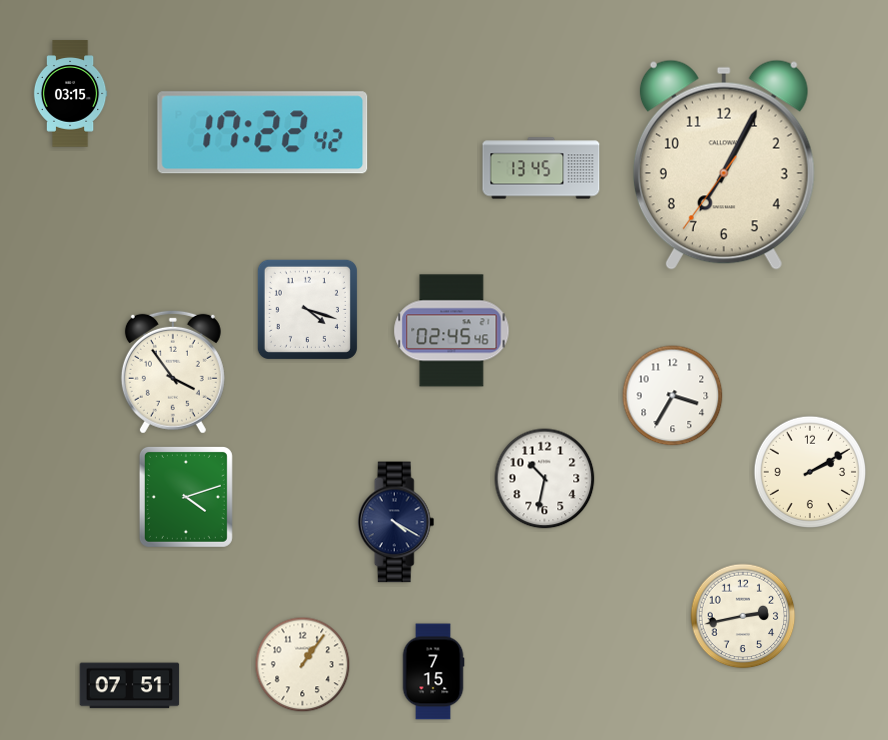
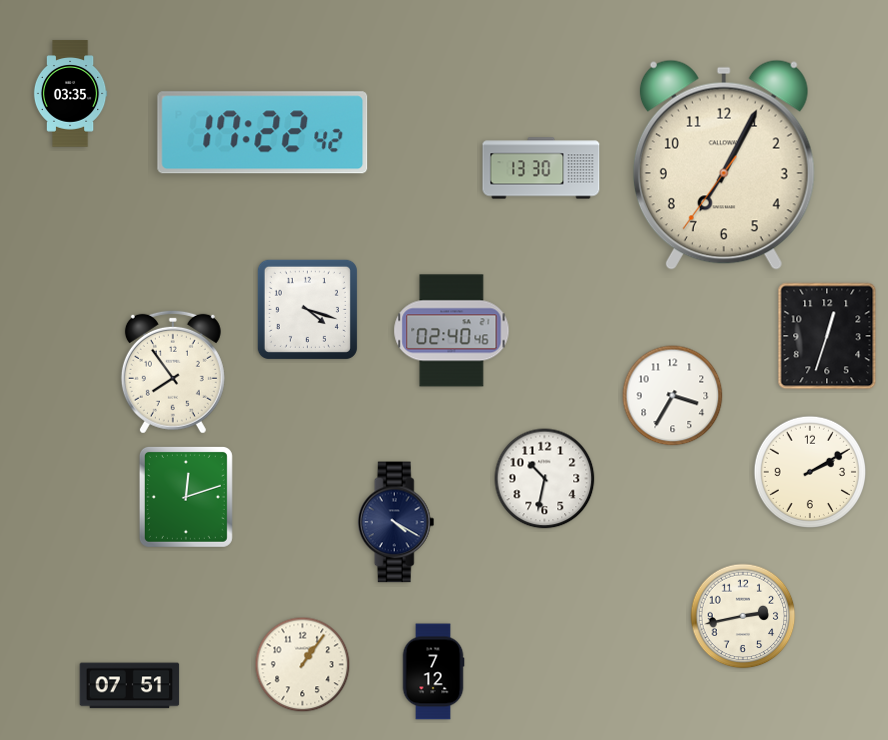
clock at (70, 94): 03:15 -> 03:35
clock at (541, 168): 13:45 -> 13:30
clock at (452, 331): 02:45 -> 02:40
clock at (827, 336): none -> 12:33
clock at (173, 372): 3:54 -> 7:54
clock at (186, 497): 4:12 -> 12:12
clock at (433, 672): 7:15 -> 7:12
